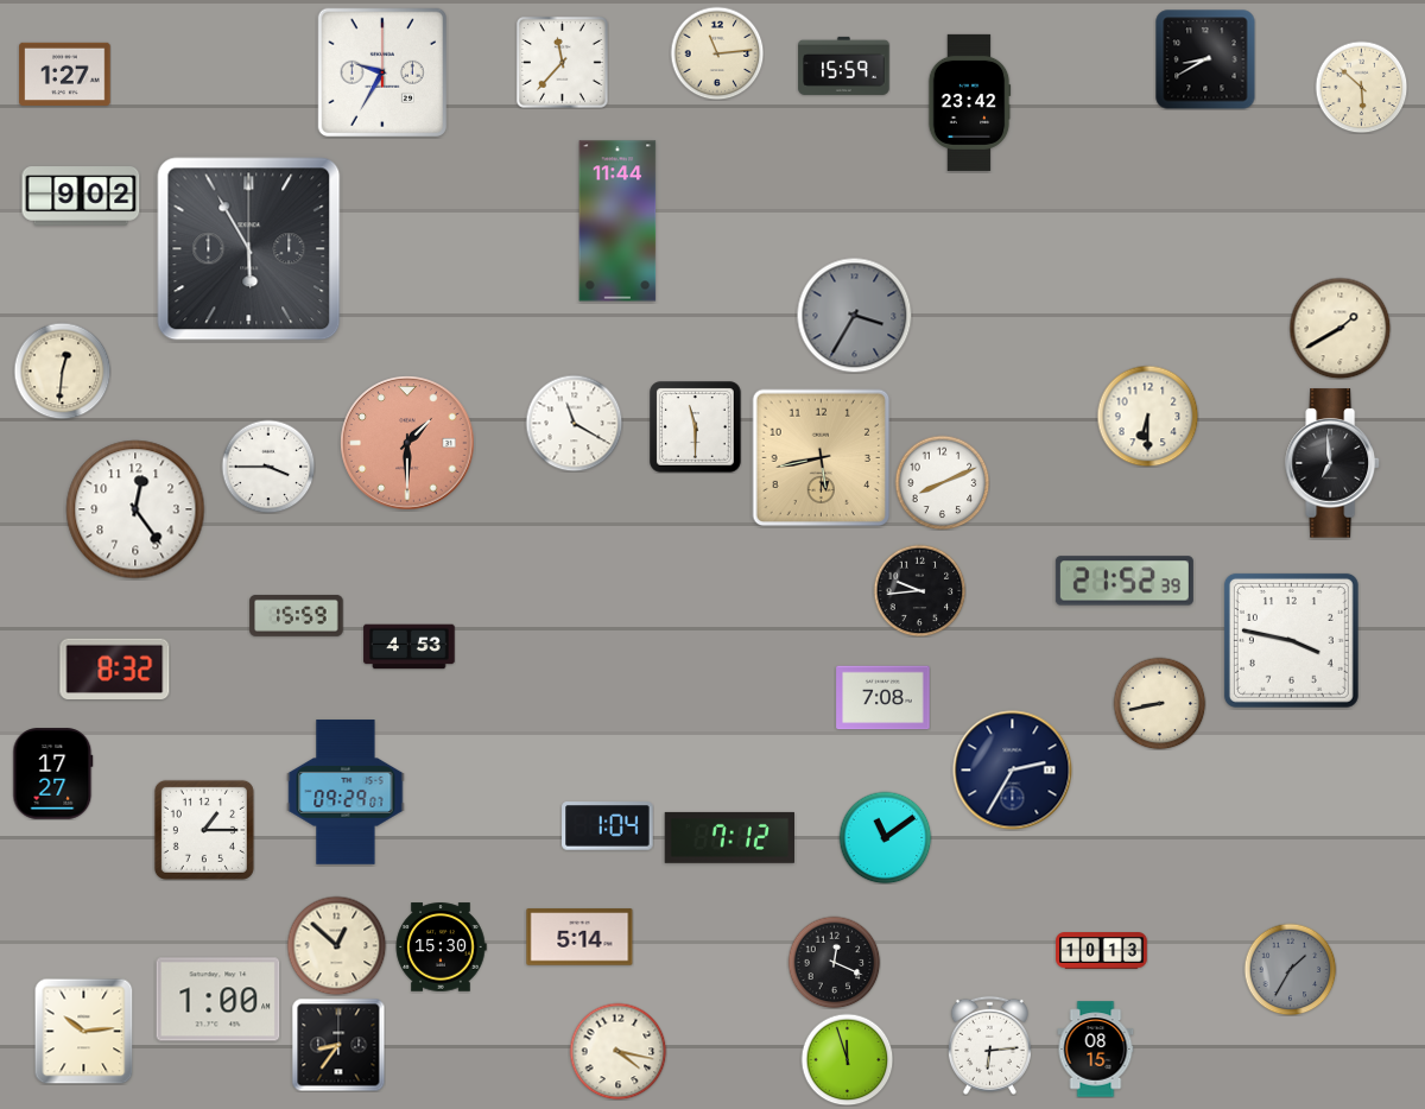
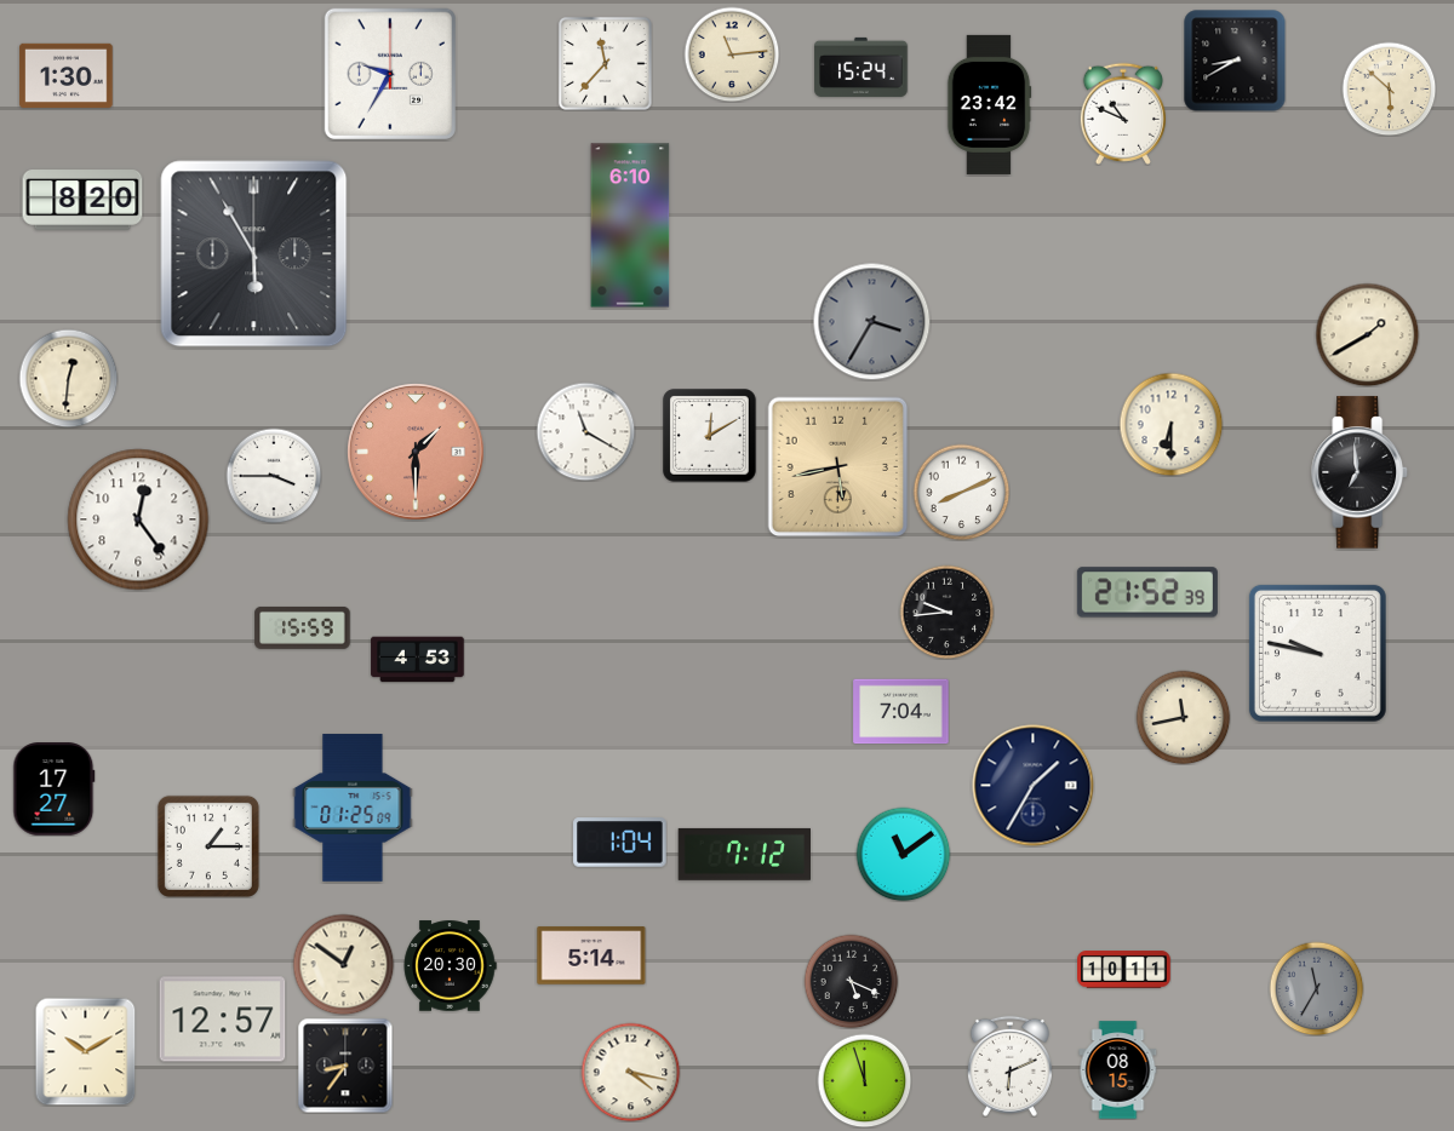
clock at (1205, 59) position: (1205, 59) -> (1235, 61)
clock at (562, 62) position: (562, 62) -> (605, 63)
clock at (844, 65): 15:59 -> 15:24
clock at (65, 74): 1:27 -> 1:30
clock at (1123, 114): none -> 10:49
clock at (81, 196): 9:02 -> 8:20
clock at (617, 221): 11:44 -> 6:10
clock at (62, 370) position: (62, 370) -> (68, 378)
clock at (696, 427): 11:30 -> 12:10
clock at (919, 590) position: (919, 590) -> (946, 612)
clock at (1291, 640): 3:47 -> 9:47
clock at (115, 668): 8:32 -> none
clock at (883, 698): 7:08 -> 7:04
clock at (1159, 703): 8:43 -> 11:43
clock at (1013, 771): 2:35 -> 1:35
clock at (346, 792): 09:29 -> 01:25
clock at (336, 945): 12:52 -> 12:51
clock at (441, 948): 15:30 -> 20:30
clock at (1102, 951): 10:13 -> 10:11
clock at (834, 962): 12:19 -> 5:19
clock at (1290, 969): 1:35 -> 11:35
clock at (218, 1000): 1:00 -> 12:57
clock at (84, 1031): 10:14 -> 10:10
clock at (989, 1045): 6:14 -> 6:11
